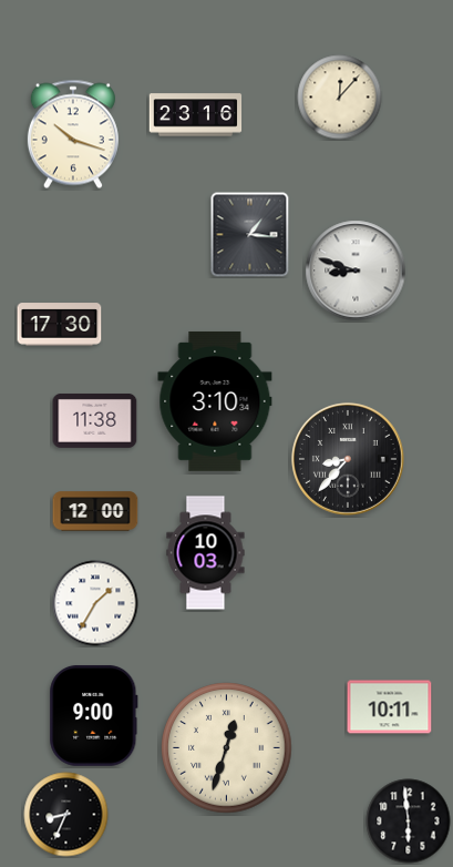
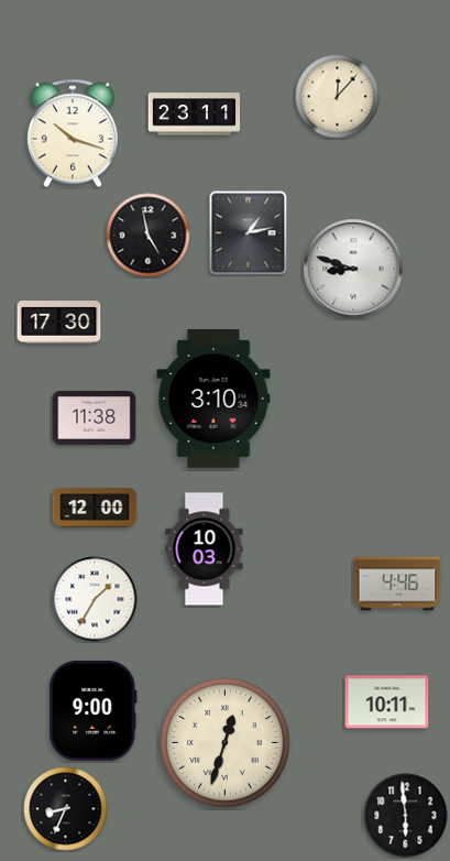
clock at (196, 115): 23:16 -> 23:11
clock at (250, 235): 1:16 -> 1:13
clock at (149, 236): none -> 4:58
clock at (348, 459): 8:37 -> none
clock at (397, 584): none -> 4:46
